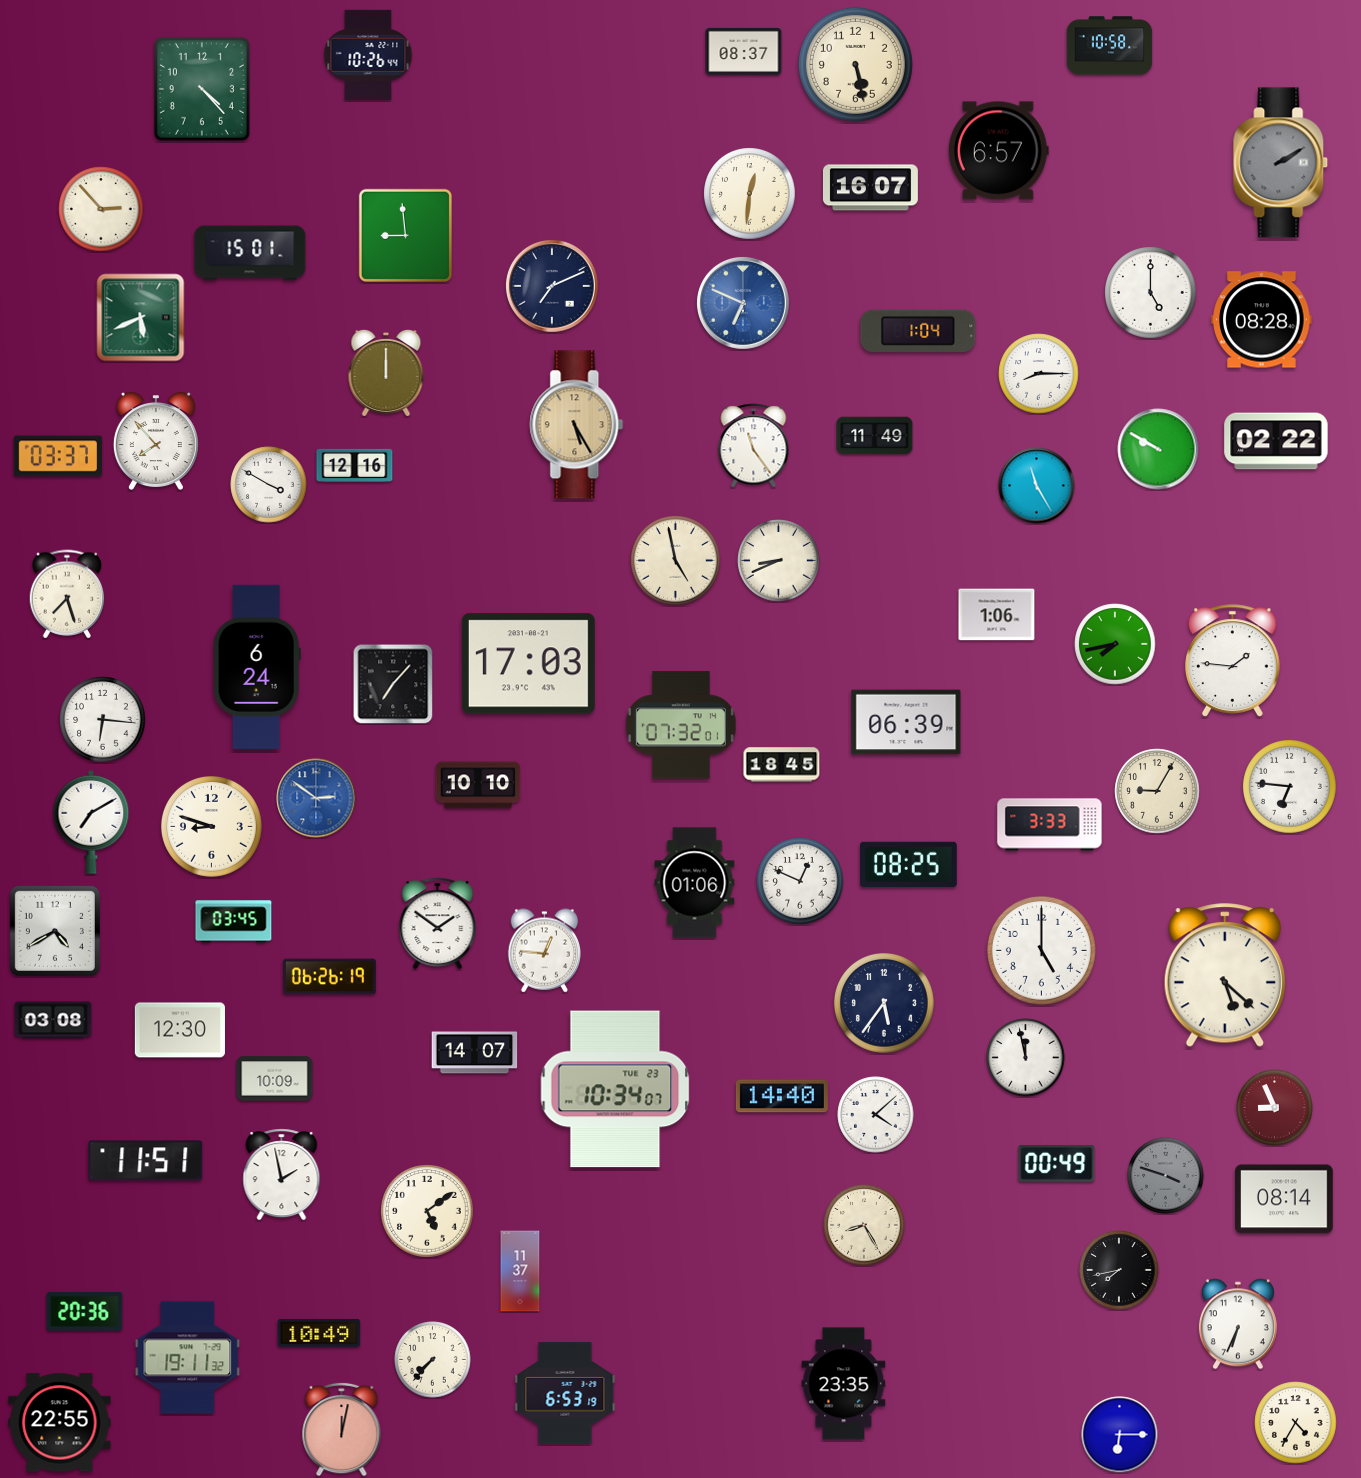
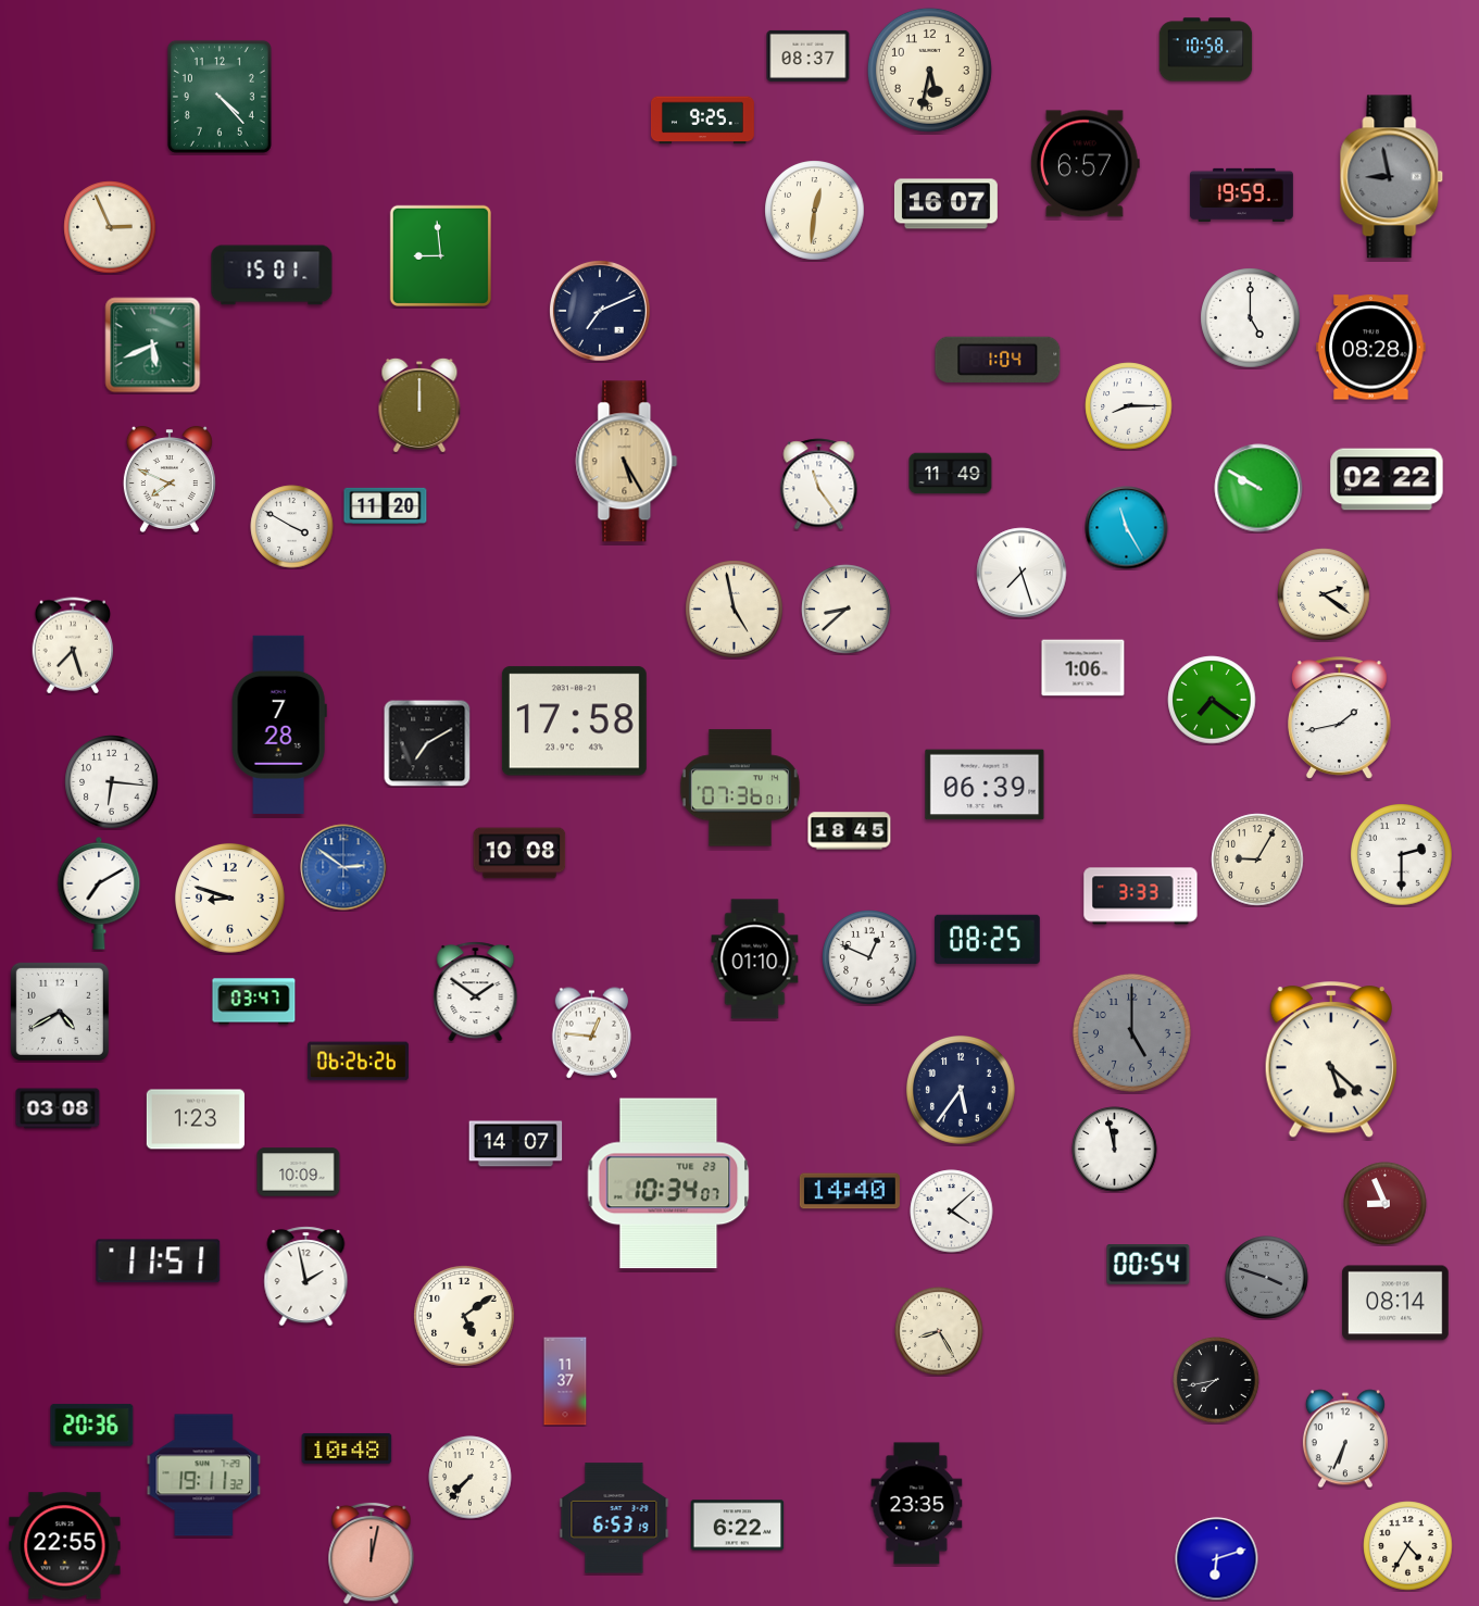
clock at (368, 55): 10:26 -> none
clock at (855, 64): 5:28 -> 5:32
clock at (702, 121): none -> 9:25
clock at (1281, 163): 2:10 -> 8:58
clock at (1241, 195): none -> 19:59
clock at (101, 209): 2:53 -> 2:56
clock at (743, 303): 6:49 -> none
clock at (156, 441): 7:53 -> 7:49
clock at (57, 456): 03:37 -> none
clock at (355, 465): 12:16 -> 11:20
clock at (1021, 573): none -> 7:27
clock at (1324, 594): none -> 2:21
clock at (779, 561): 8:41 -> 8:38
clock at (1115, 644): 7:43 -> 7:21
clock at (1233, 661): 1:46 -> 1:43
clock at (528, 664): 17:03 -> 17:58
clock at (257, 667): 6:24 -> 7:28
clock at (393, 684): 7:07 -> 7:10
clock at (681, 725): 07:32 -> 07:36
clock at (478, 785): 10:10 -> 10:08
clock at (1290, 787): 6:46 -> 2:30
clock at (695, 883): 01:06 -> 01:10
clock at (234, 922): 03:45 -> 03:47
clock at (438, 924) position: (438, 924) -> (476, 992)
clock at (1041, 950) dial: white -> grey
clock at (329, 977): 06:26:19 -> 06:26:26
clock at (180, 1030): 12:30 -> 1:23
clock at (1057, 1164): 00:49 -> 00:54
clock at (319, 1333): 10:49 -> 10:48
clock at (565, 1393) position: (565, 1393) -> (614, 1518)
clock at (738, 1526): none -> 6:22
clock at (1120, 1435): 6:15 -> 6:12
